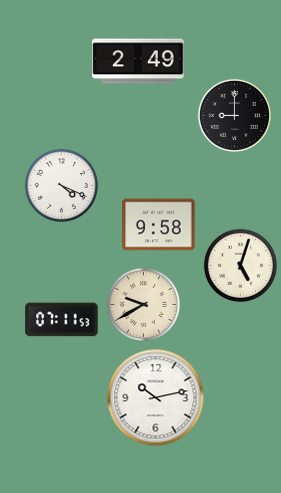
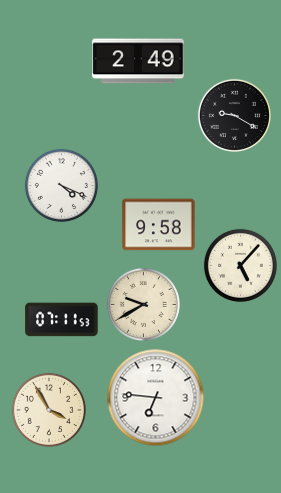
clock at (234, 115): 9:00 -> 9:20
clock at (240, 265): 5:03 -> 5:07
clock at (156, 398): 10:13 -> 6:46
clock at (49, 410): none -> 3:55
